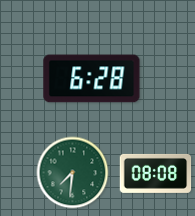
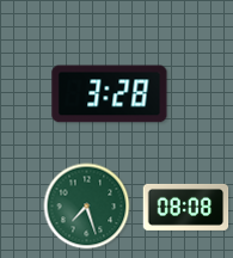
clock at (92, 79): 6:28 -> 3:28
clock at (73, 173): 7:31 -> 7:27
